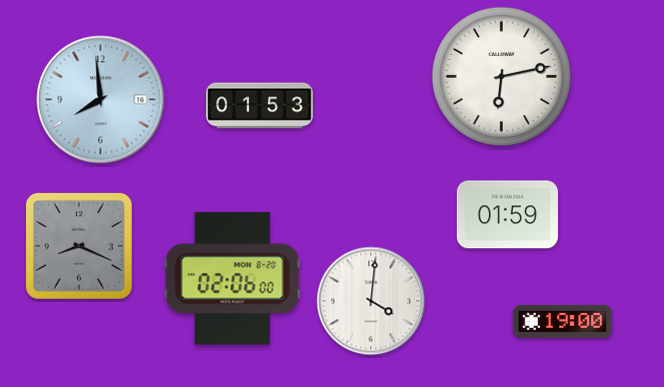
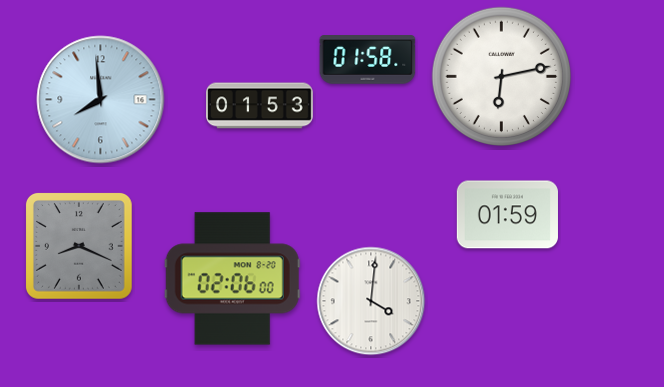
clock at (368, 60): none -> 01:58
clock at (563, 321): 19:00 -> none
